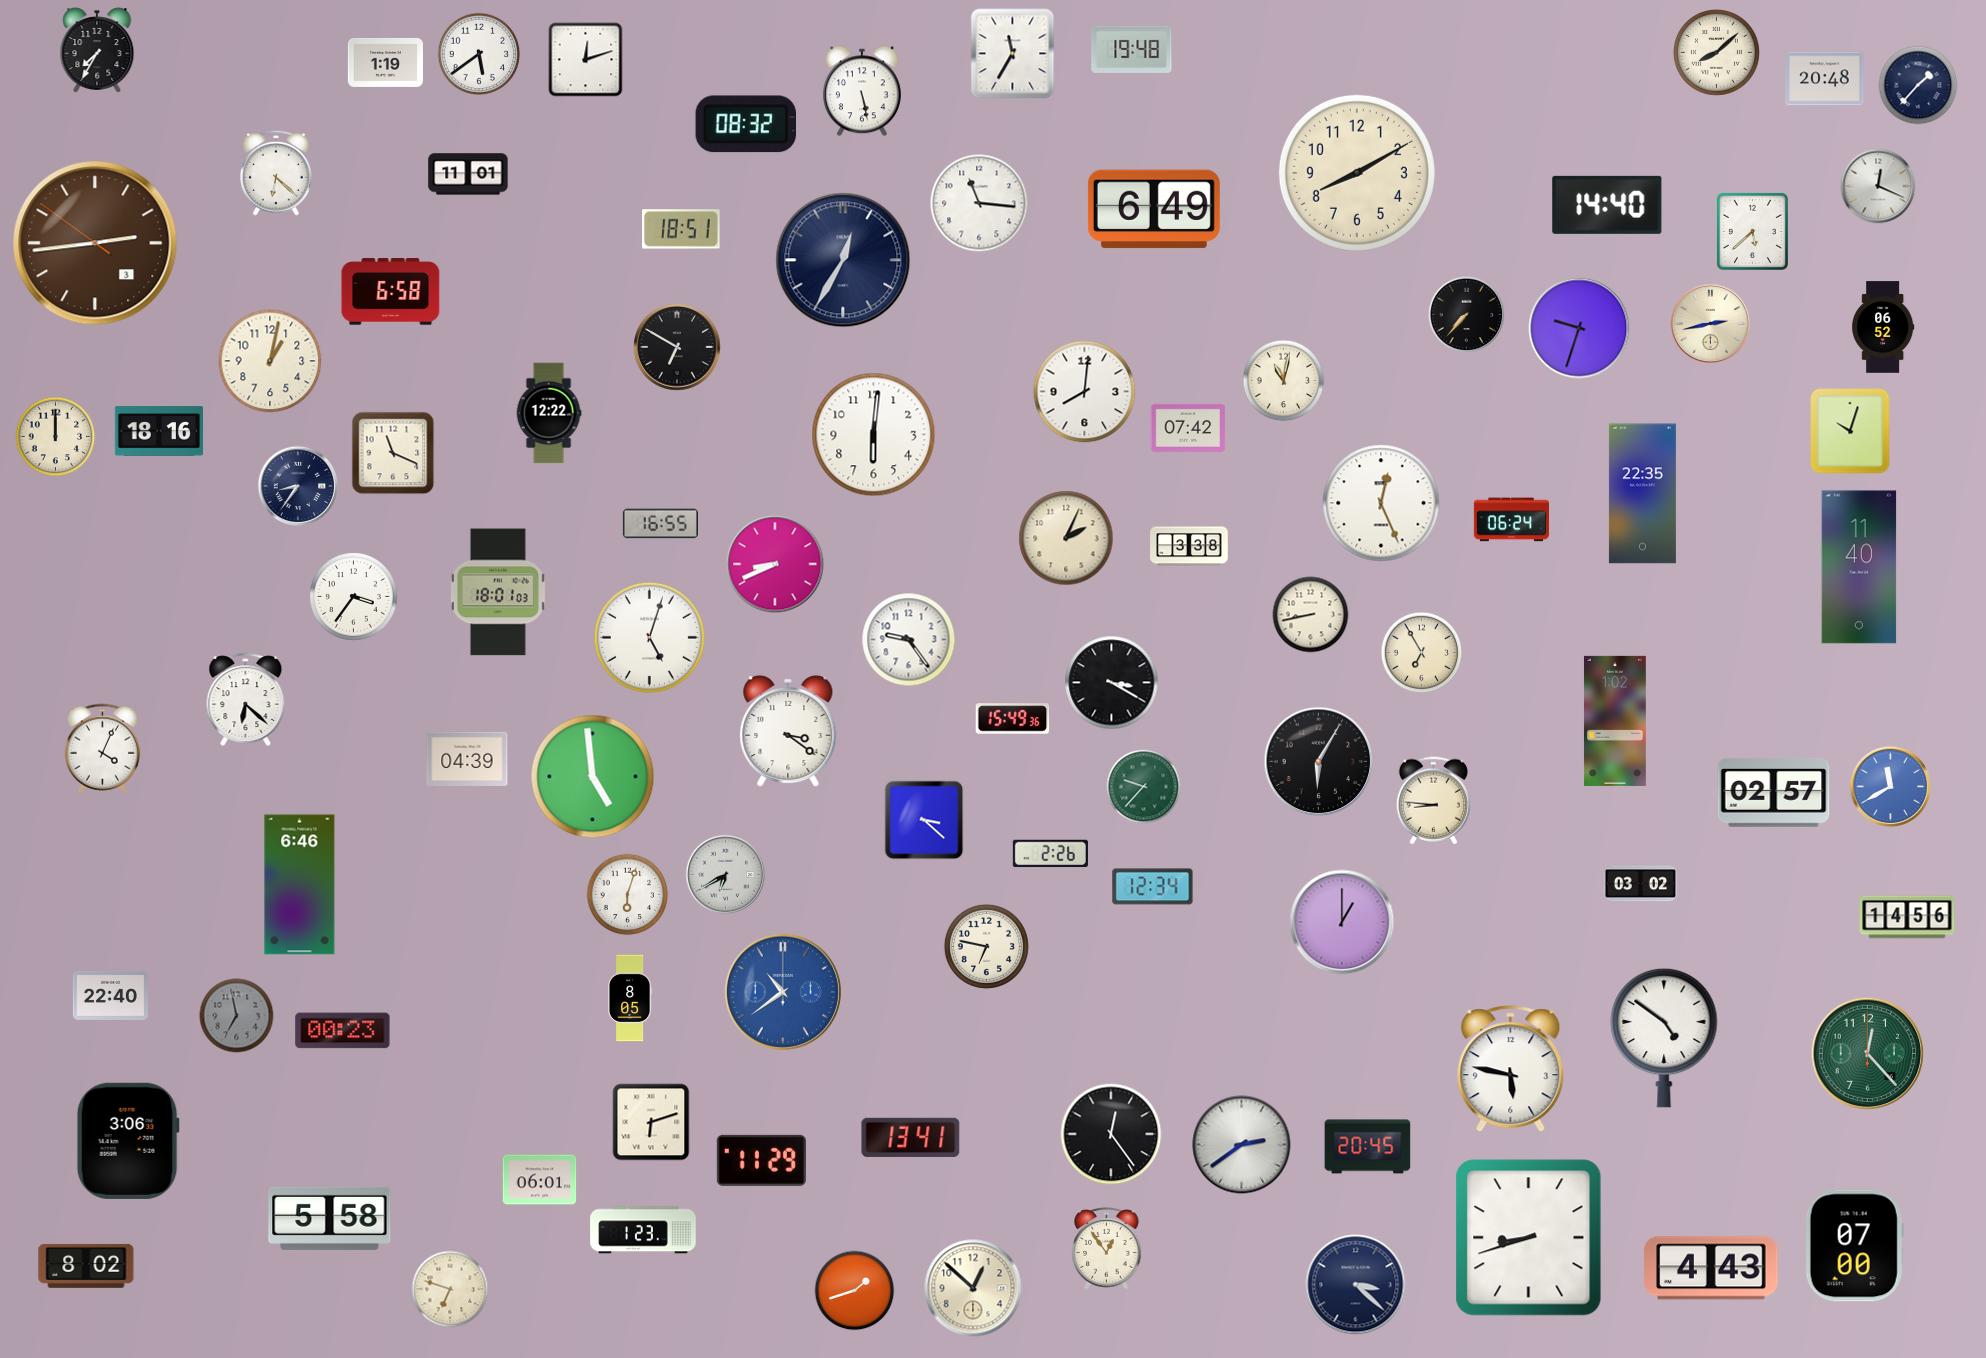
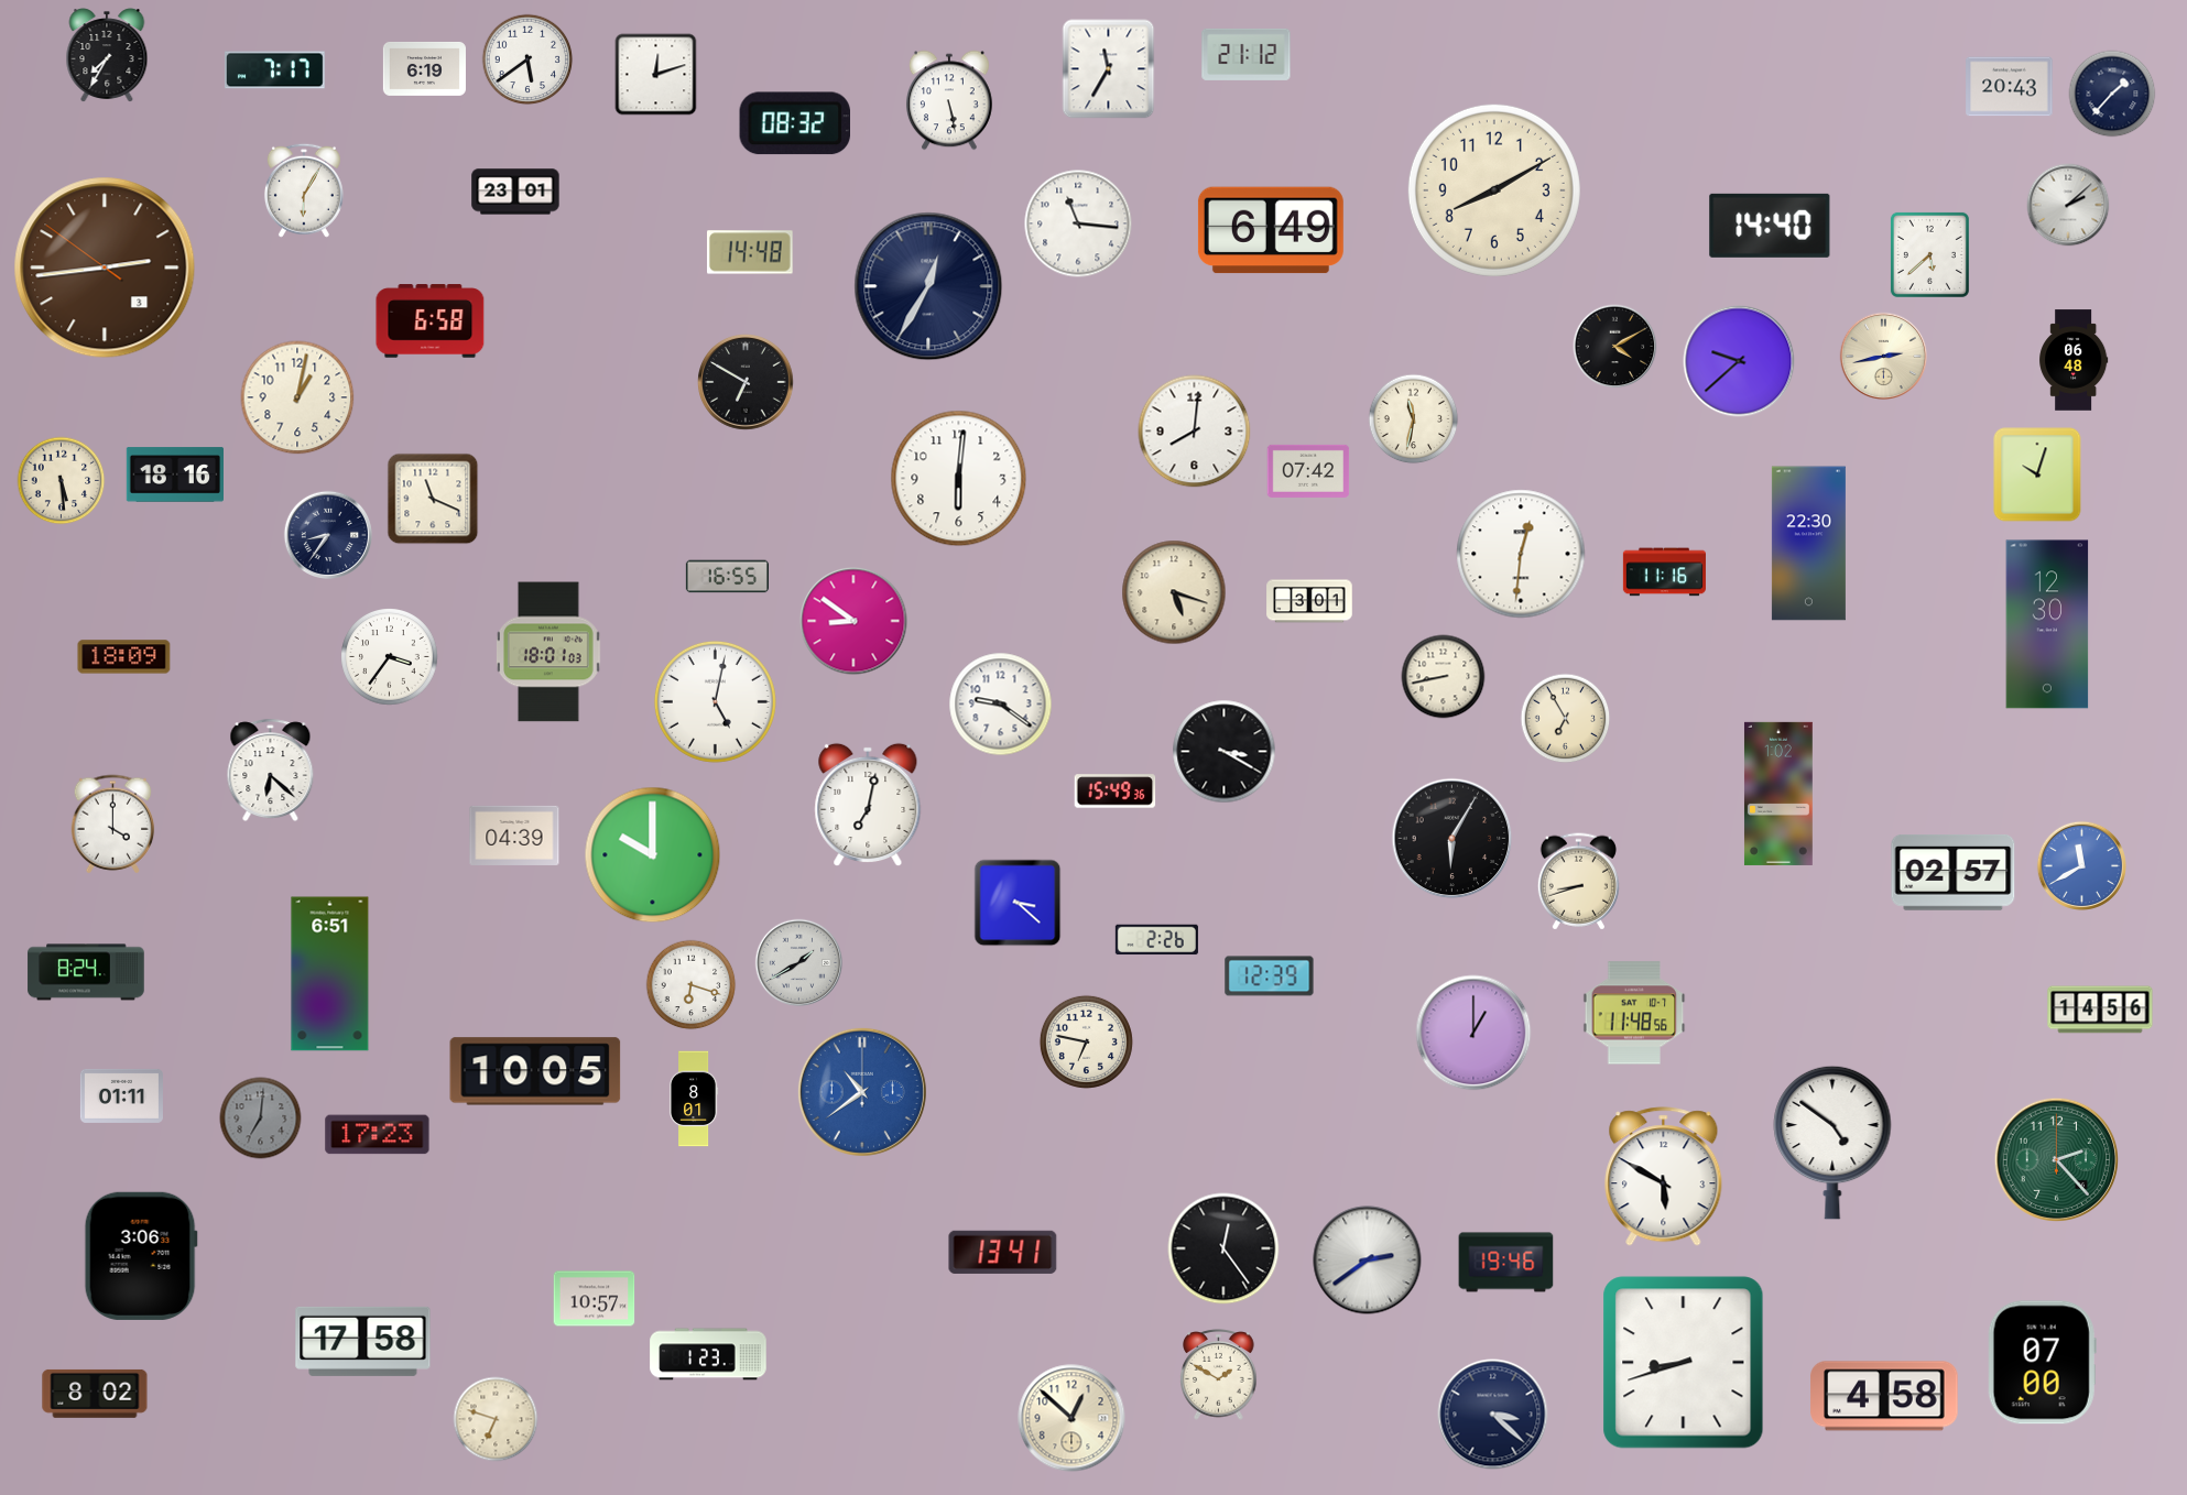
clock at (1132, 49): 19:48 -> 21:12
clock at (1716, 52): 8:08 -> none
clock at (1013, 54) position: (1013, 54) -> (1109, 69)
clock at (586, 60) position: (586, 60) -> (656, 75)
clock at (385, 62): 1:19 -> 6:19
clock at (275, 70): none -> 7:17
clock at (1825, 79): 20:48 -> 20:43
clock at (745, 124) position: (745, 124) -> (794, 123)
clock at (276, 173): 6:22 -> 6:05
clock at (468, 174): 11:01 -> 23:01
clock at (1878, 186): 12:19 -> 2:08
clock at (682, 229): 18:51 -> 14:48
clock at (1467, 315): 7:37 -> 4:10
clock at (1883, 327): 06:52 -> 06:48
clock at (1579, 328): 9:33 -> 9:38
clock at (1284, 381): 11:02 -> 11:32
clock at (549, 413): 12:22 -> none
clock at (874, 435) position: (874, 435) -> (959, 479)
clock at (56, 437): 12:00 -> 5:29
clock at (1642, 494): 22:35 -> 22:30
clock at (1381, 503): 12:26 -> 12:31
clock at (1511, 520): 06:24 -> 11:16
clock at (1066, 538): 2:04 -> 5:18
clock at (1189, 546): 3:38 -> 3:01
clock at (775, 564): 8:41 -> 8:51
clock at (1859, 567): 11:40 -> 12:30
clock at (124, 657): none -> 18:09
clock at (649, 637): 5:03 -> 5:02
clock at (909, 640): 9:24 -> 9:21
clock at (788, 731): 3:21 -> 7:02
clock at (103, 749): 4:04 -> 4:00
clock at (593, 777): 4:59 -> 10:00
clock at (1144, 787): 9:37 -> none
clock at (1433, 801): 8:46 -> 8:42
clock at (726, 875): 6:40 -> 1:40
clock at (86, 972): none -> 8:24
clock at (1641, 884): 03:02 -> none
clock at (300, 885): 6:46 -> 6:51
clock at (1153, 887): 12:34 -> 12:39
clock at (628, 895): 6:03 -> 6:18
clock at (1634, 1013): none -> 11:48
clock at (1342, 922) position: (1342, 922) -> (1473, 1033)
clock at (535, 1071): none -> 10:05
clock at (110, 995): 22:40 -> 01:11
clock at (630, 998): 8:05 -> 8:01
clock at (237, 1016): 6:58 -> 7:01
clock at (343, 1031): 00:23 -> 17:23
clock at (1867, 1053): 12:23 -> 2:23
clock at (1511, 1069): 5:47 -> 5:50
clock at (651, 1122): 6:12 -> none
clock at (1368, 1147): 20:45 -> 19:46
clock at (761, 1160): 11:29 -> none
clock at (540, 1180): 06:01 -> 10:57
clock at (330, 1218): 5:58 -> 17:58
clock at (1854, 1246) position: (1854, 1246) -> (2042, 1363)
clock at (1107, 1249): 12:54 -> 1:50
clock at (1711, 1268): 4:43 -> 4:58
clock at (855, 1291): 1:42 -> none
